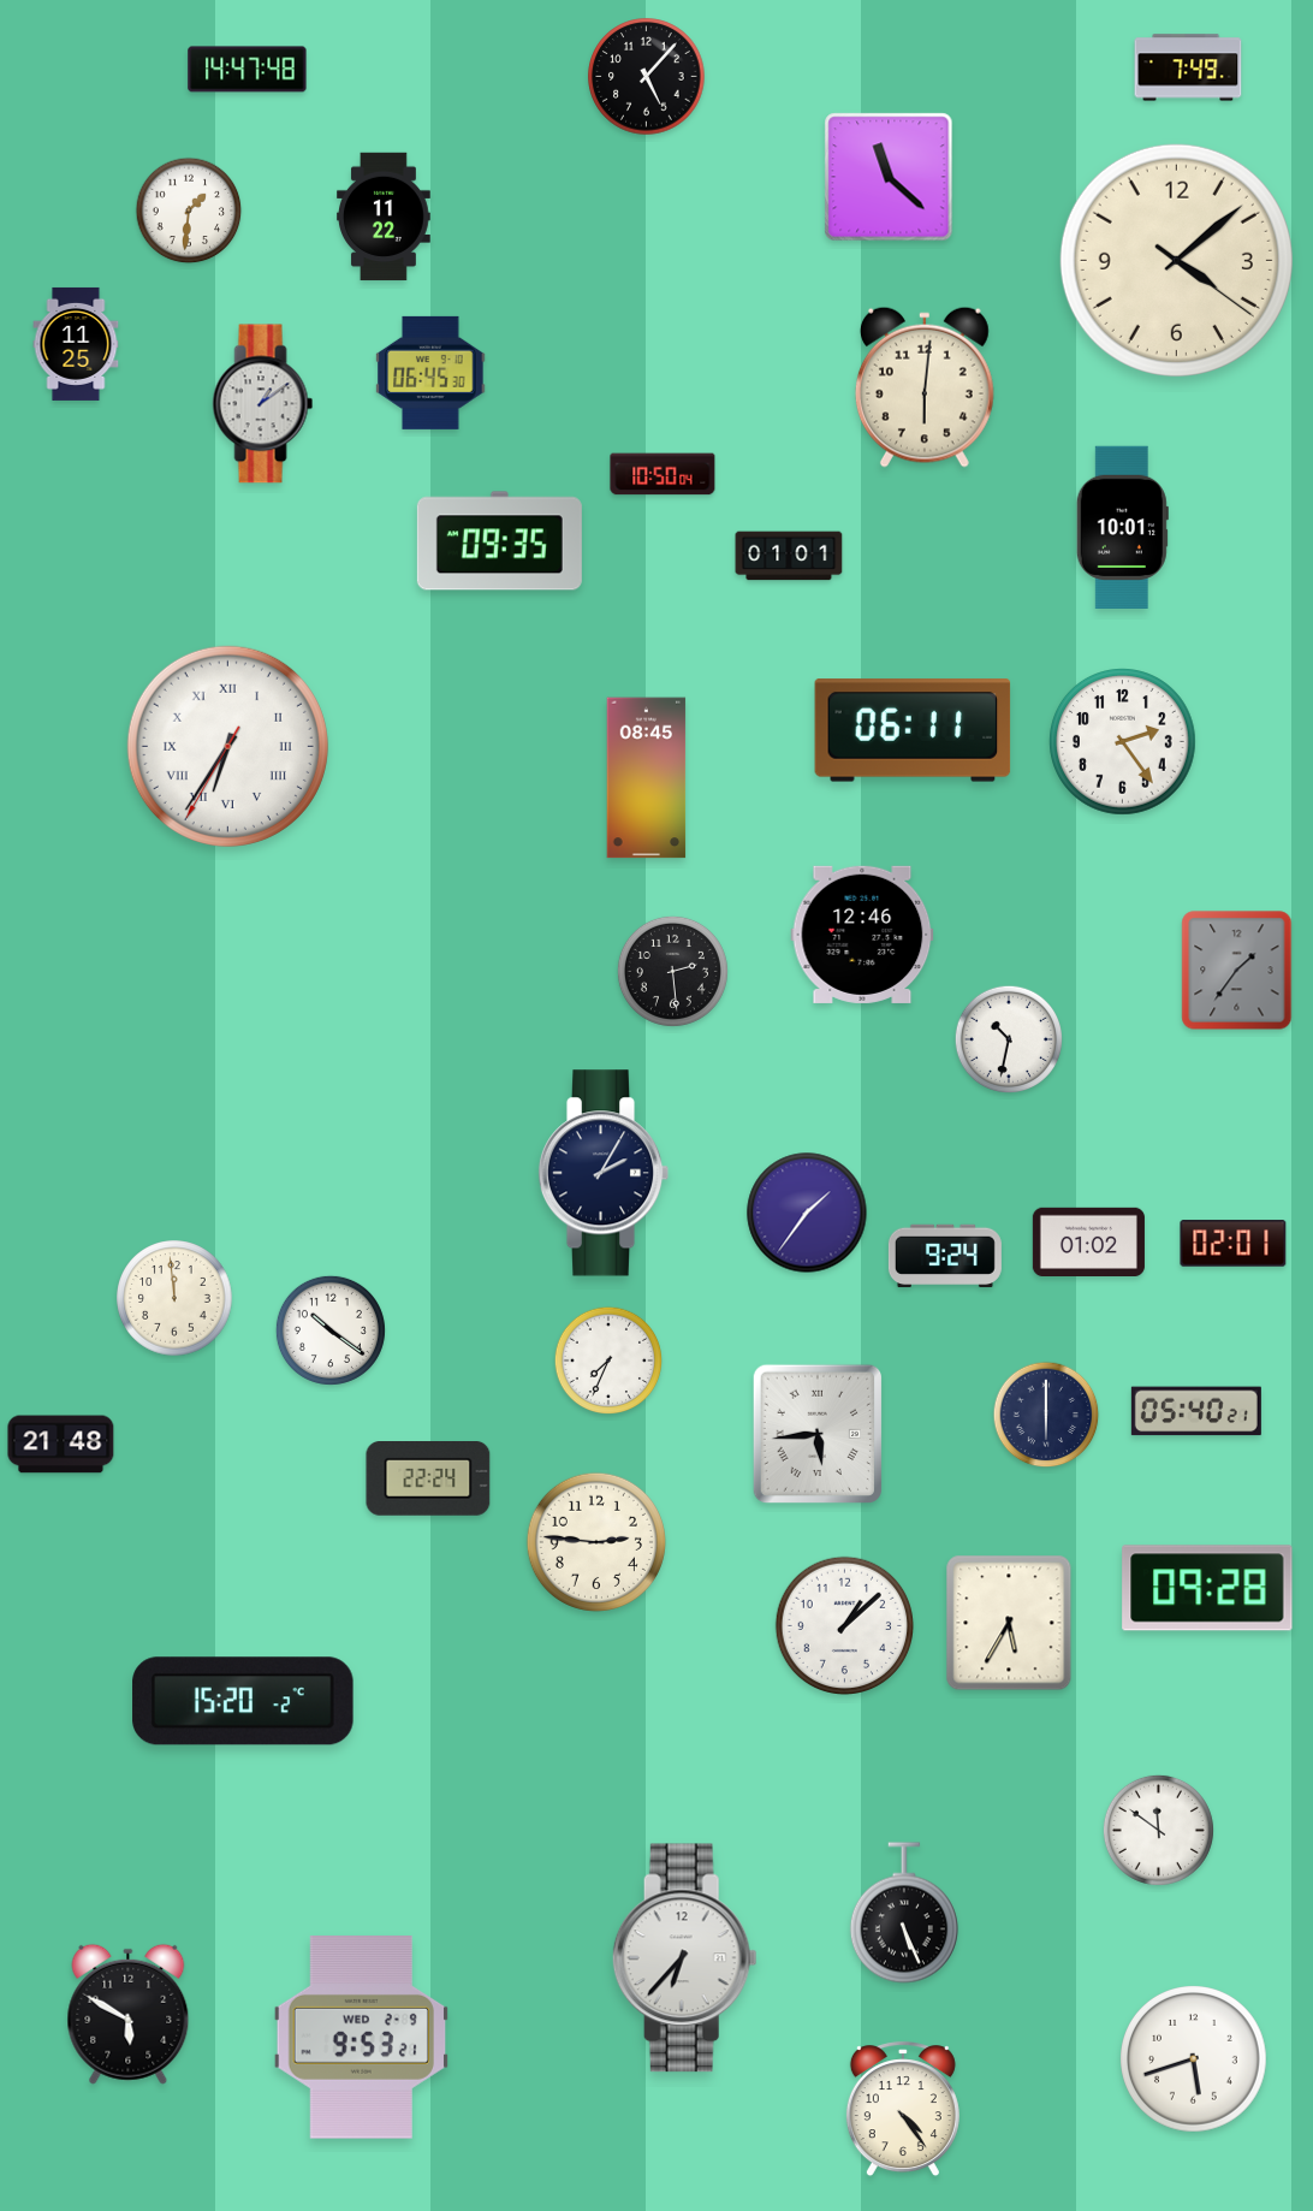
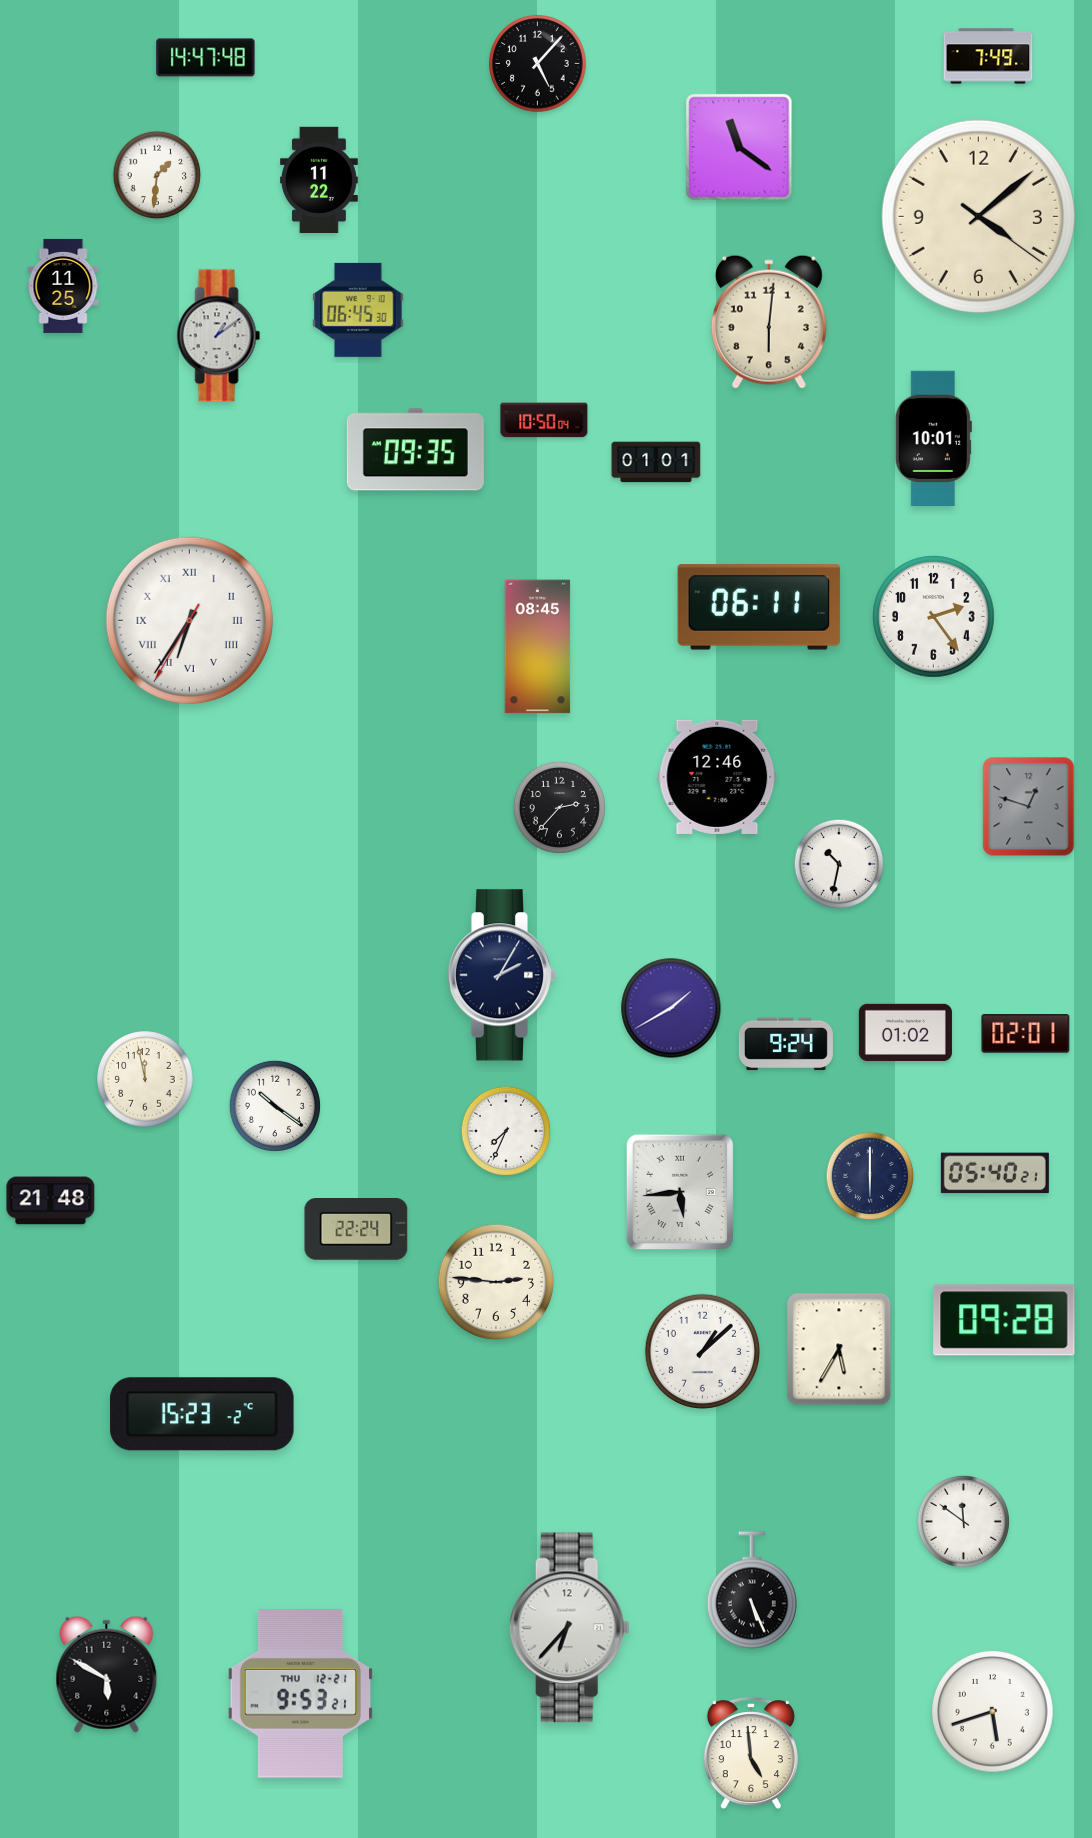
clock at (889, 177): 11:22 -> 11:21
clock at (663, 474) position: (663, 474) -> (544, 420)
clock at (672, 971): 2:29 -> 2:37
clock at (1237, 971): 1:36 -> 12:48
clock at (807, 1213): 1:36 -> 1:40
clock at (174, 1298): 11:59 -> 11:58
clock at (243, 1701): 15:20 -> 15:23
clock at (361, 2038) date: WED 2-9 -> THU 12-21
clock at (903, 2110): 4:24 -> 4:59
